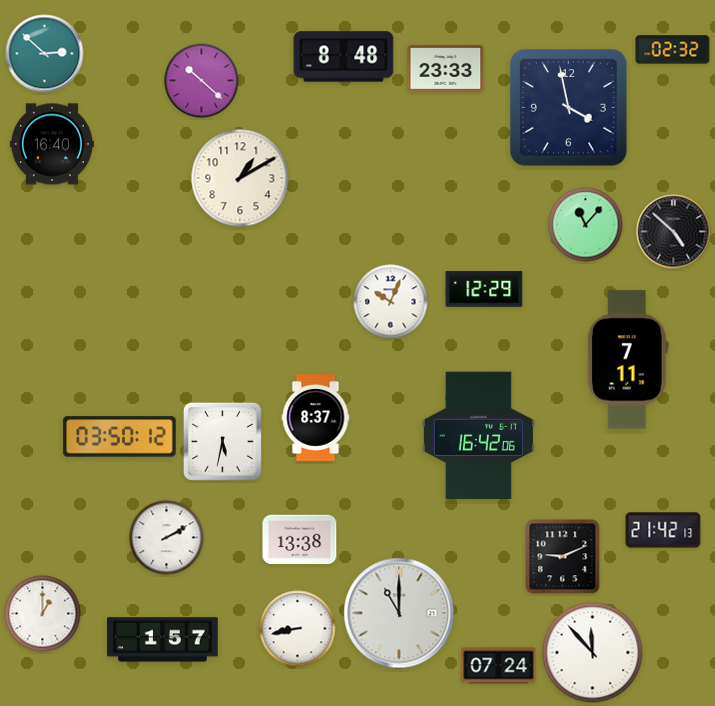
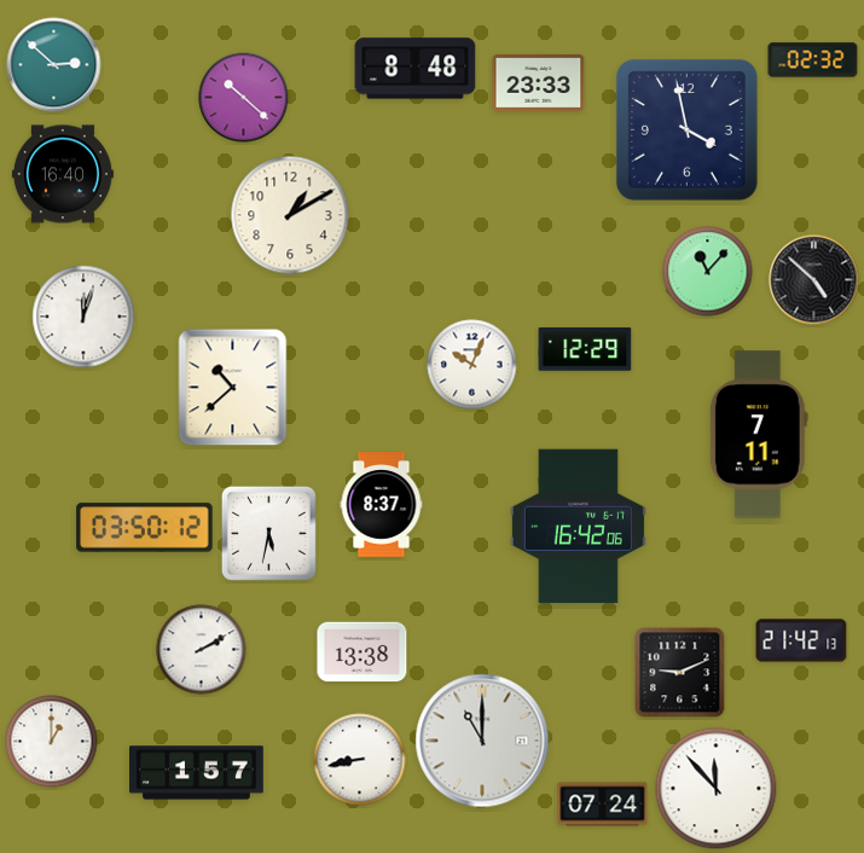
clock at (83, 317): none -> 12:03
clock at (233, 388): none -> 10:38
